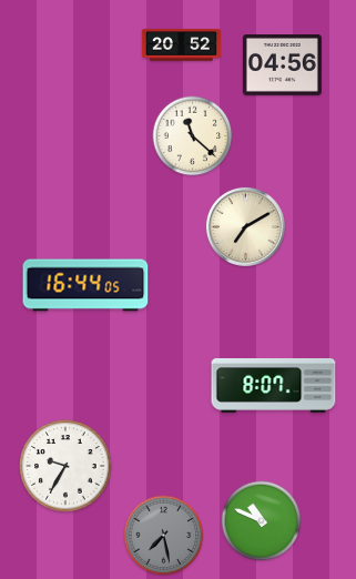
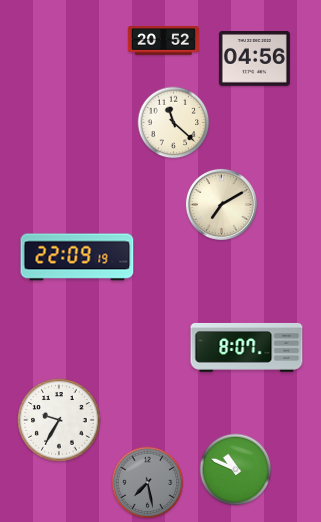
clock at (85, 285): 16:44 -> 22:09
